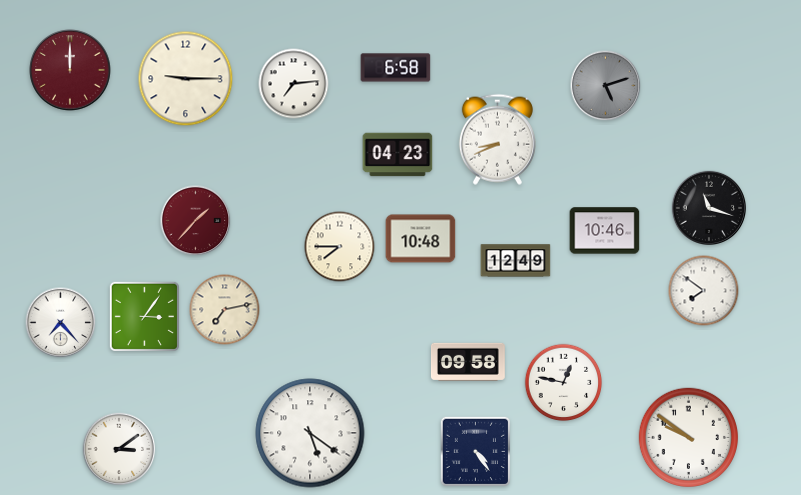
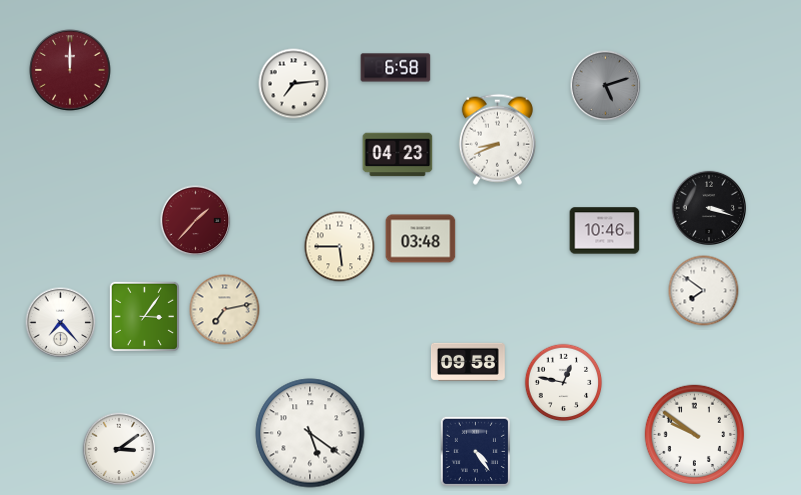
clock at (186, 79): 9:15 -> none
clock at (708, 207): 11:18 -> 3:18
clock at (421, 239): 10:48 -> 03:48
clock at (340, 247): 7:45 -> 5:45
clock at (516, 261): 12:49 -> none
clock at (689, 438) position: (689, 438) -> (695, 435)
